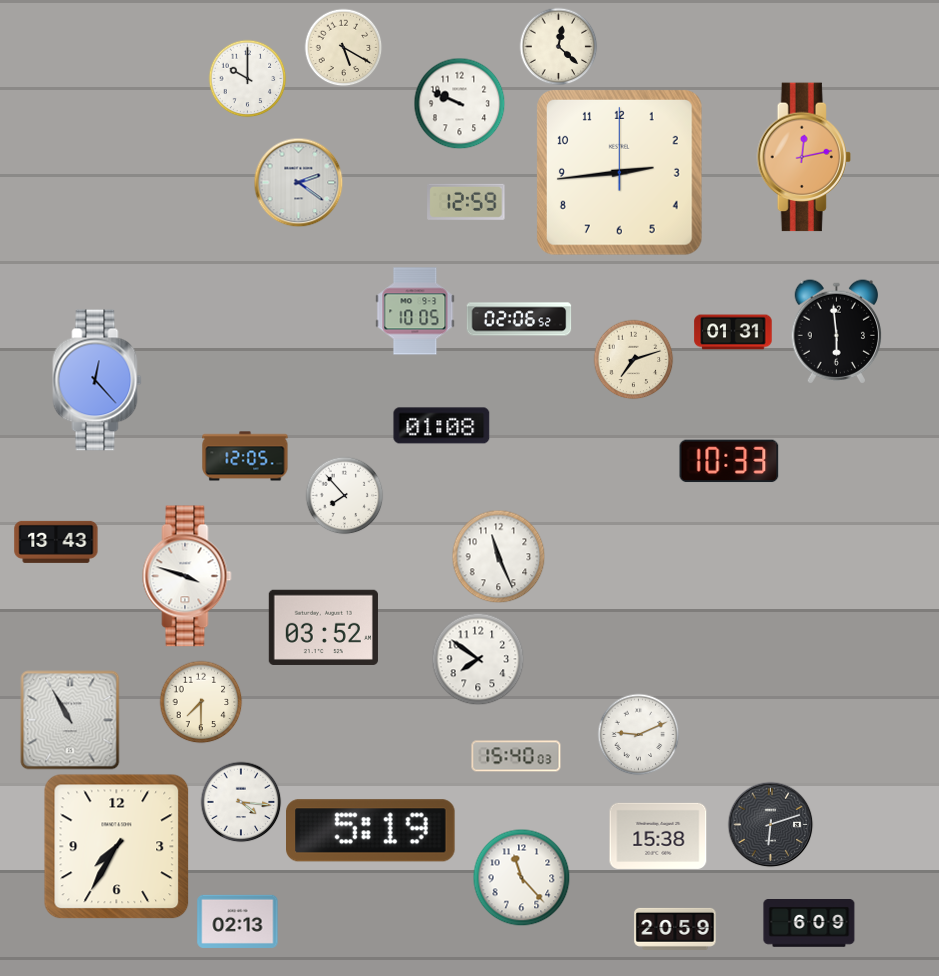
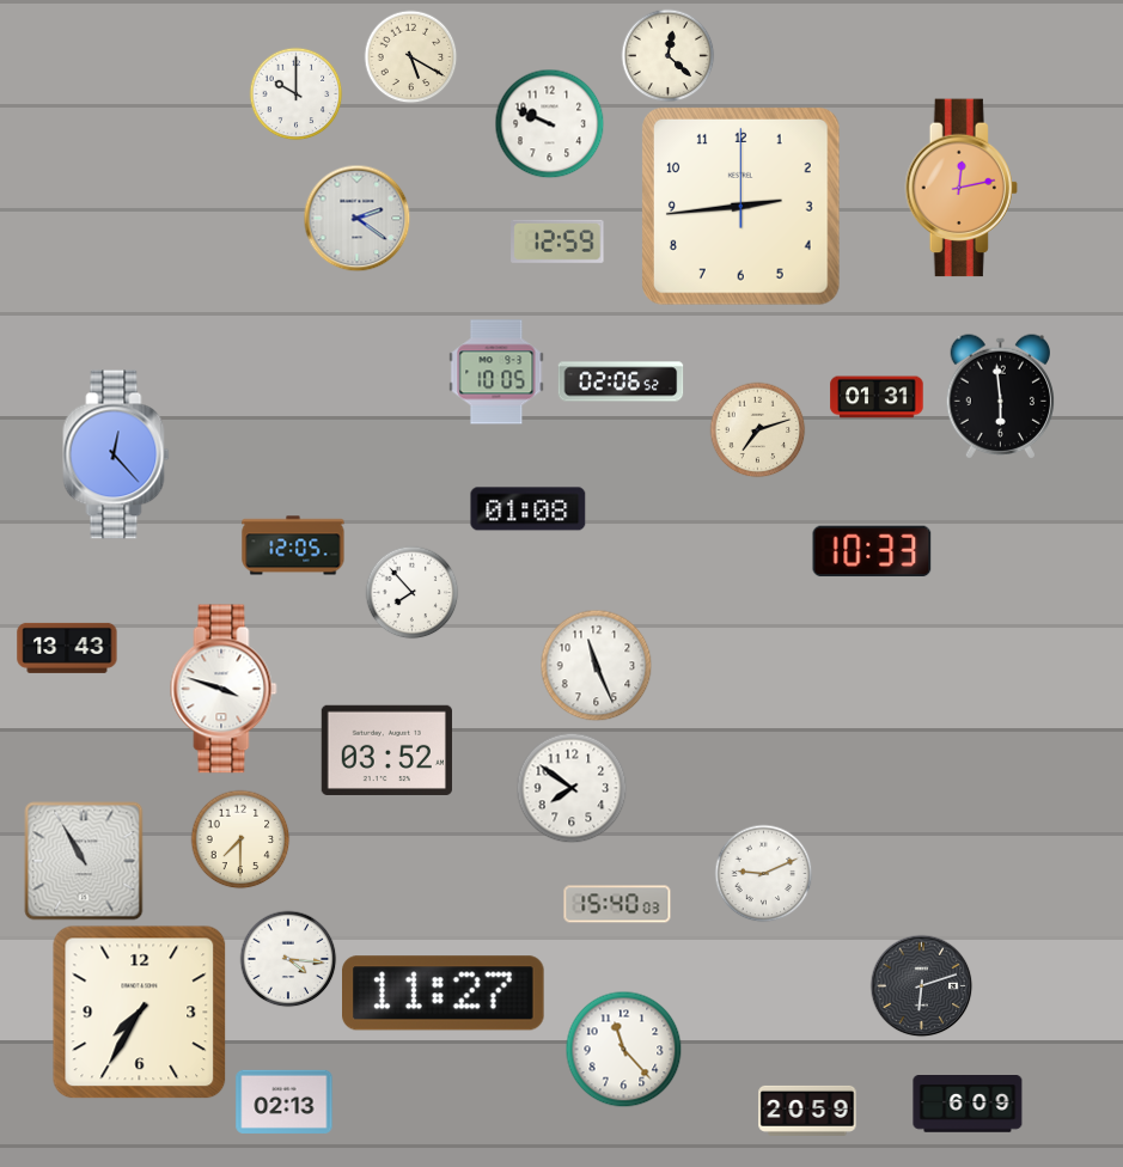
clock at (638, 734) position: (638, 734) -> (763, 873)
clock at (371, 831): 5:19 -> 11:27
clock at (658, 836): 15:38 -> none
